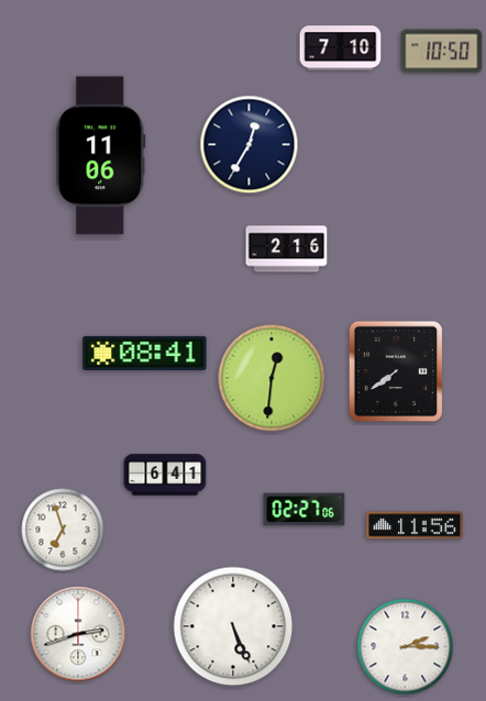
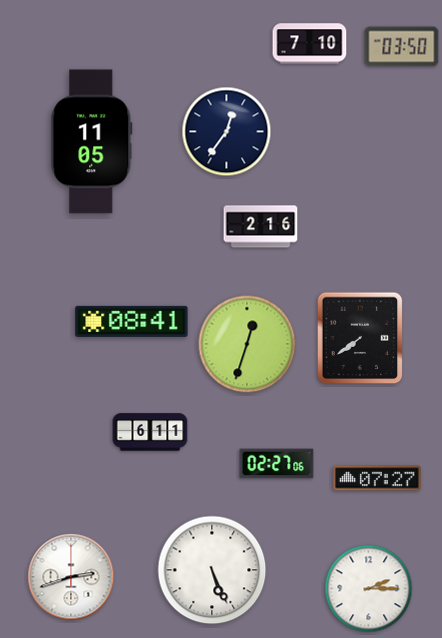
clock at (442, 52): 10:50 -> 03:50
clock at (250, 145): 12:35 -> 12:36
clock at (101, 156): 11:06 -> 11:05
clock at (272, 378): 12:31 -> 12:33
clock at (165, 475): 6:41 -> 6:11
clock at (415, 525): 11:56 -> 07:27
clock at (63, 530): 6:57 -> none
